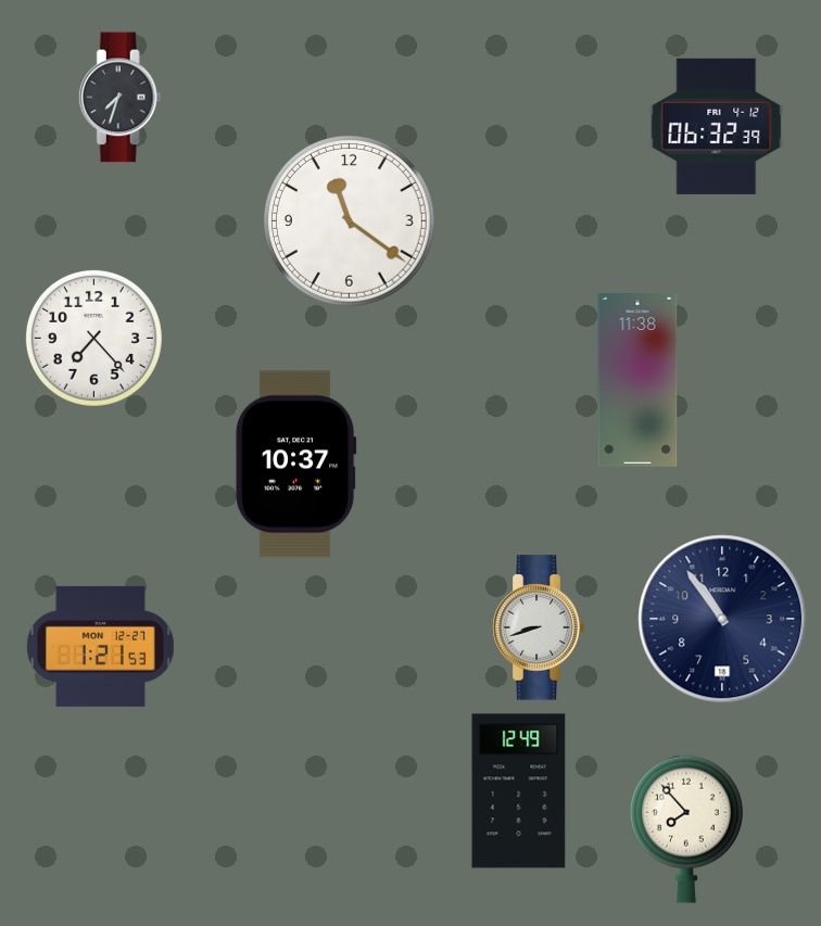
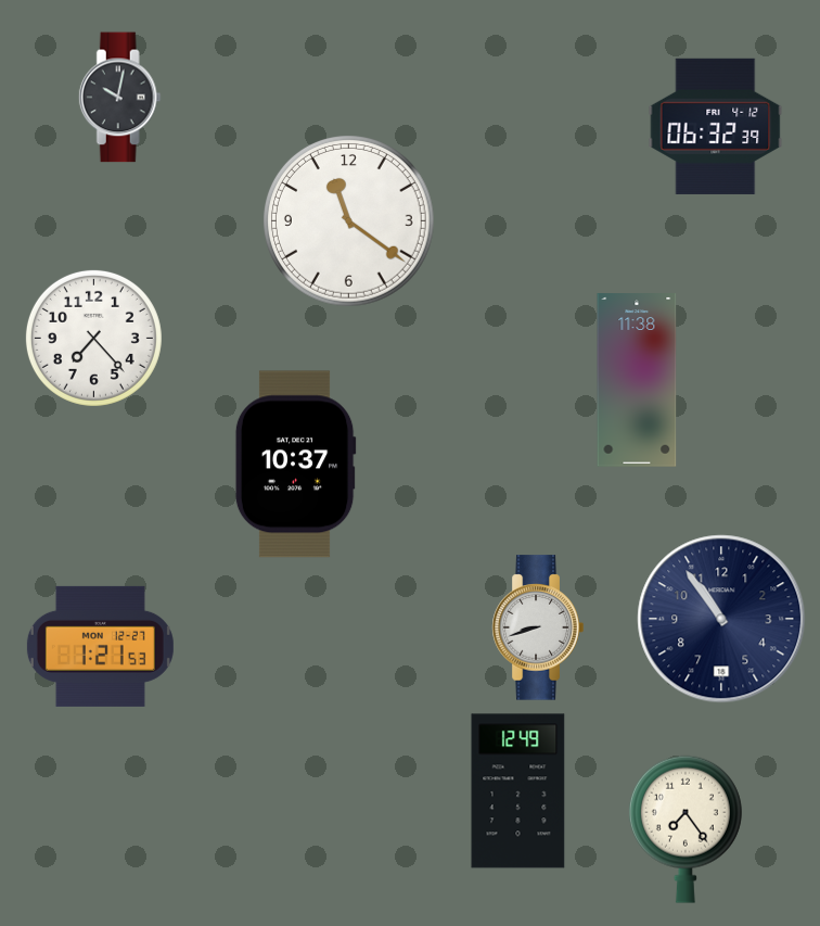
clock at (119, 98): 7:33 -> 10:02
clock at (686, 829): 7:53 -> 7:24
